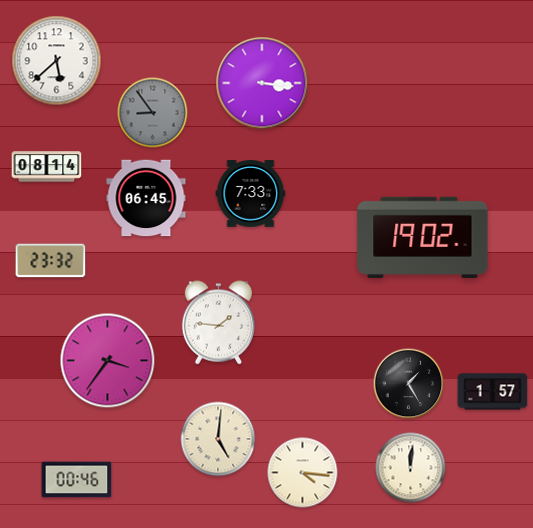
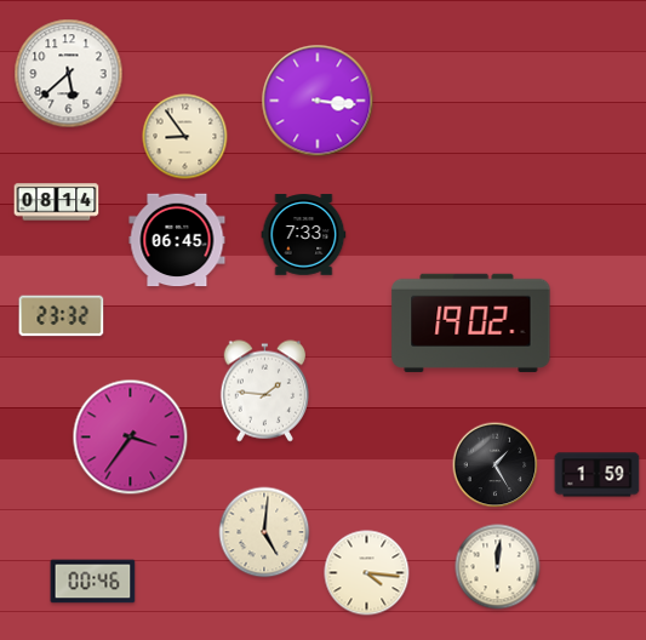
clock at (153, 113) dial: grey -> cream
clock at (423, 237) position: (423, 237) -> (471, 322)
clock at (493, 392): 1:57 -> 1:59
